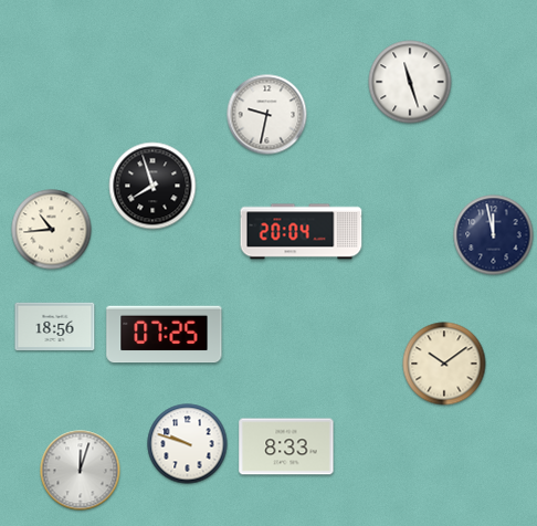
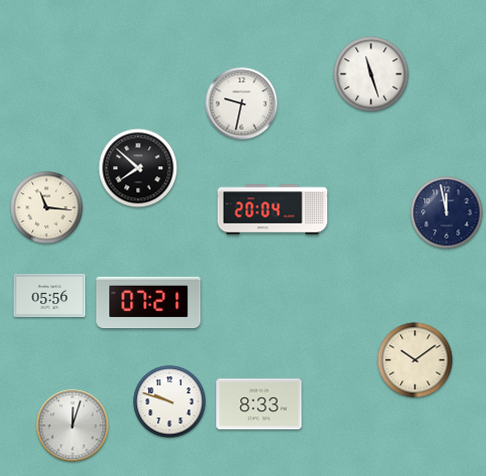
clock at (152, 186): 7:57 -> 7:52
clock at (52, 230): 10:44 -> 11:16
clock at (55, 327): 18:56 -> 05:56
clock at (165, 335): 07:25 -> 07:21
clock at (444, 364) position: (444, 364) -> (415, 360)
